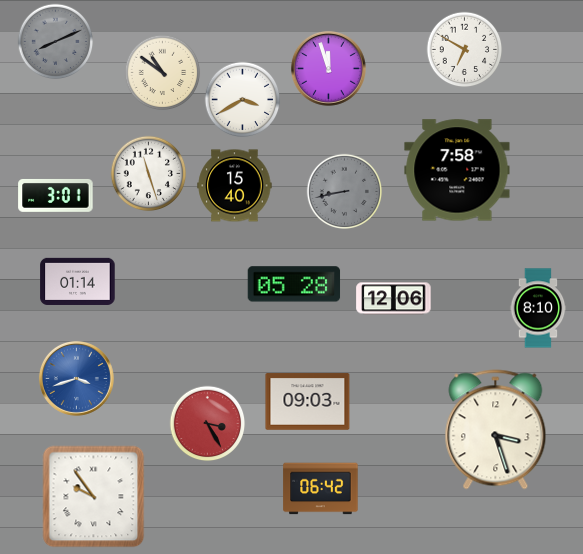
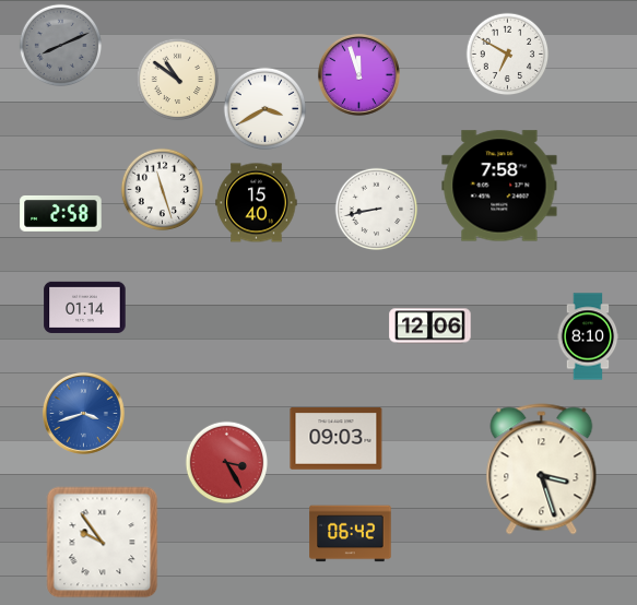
clock at (345, 192) dial: grey -> white
clock at (56, 195): 3:01 -> 2:58
clock at (294, 284): 05:28 -> none
